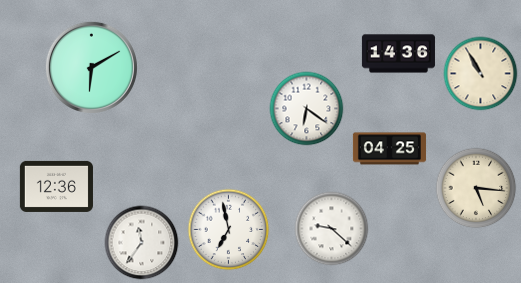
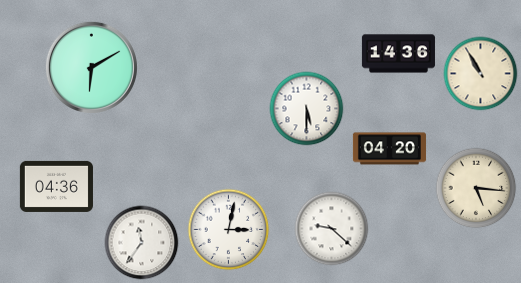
clock at (307, 109): 6:21 -> 5:30
clock at (389, 149): 04:25 -> 04:20
clock at (56, 186): 12:36 -> 04:36
clock at (229, 230): 6:58 -> 3:02
